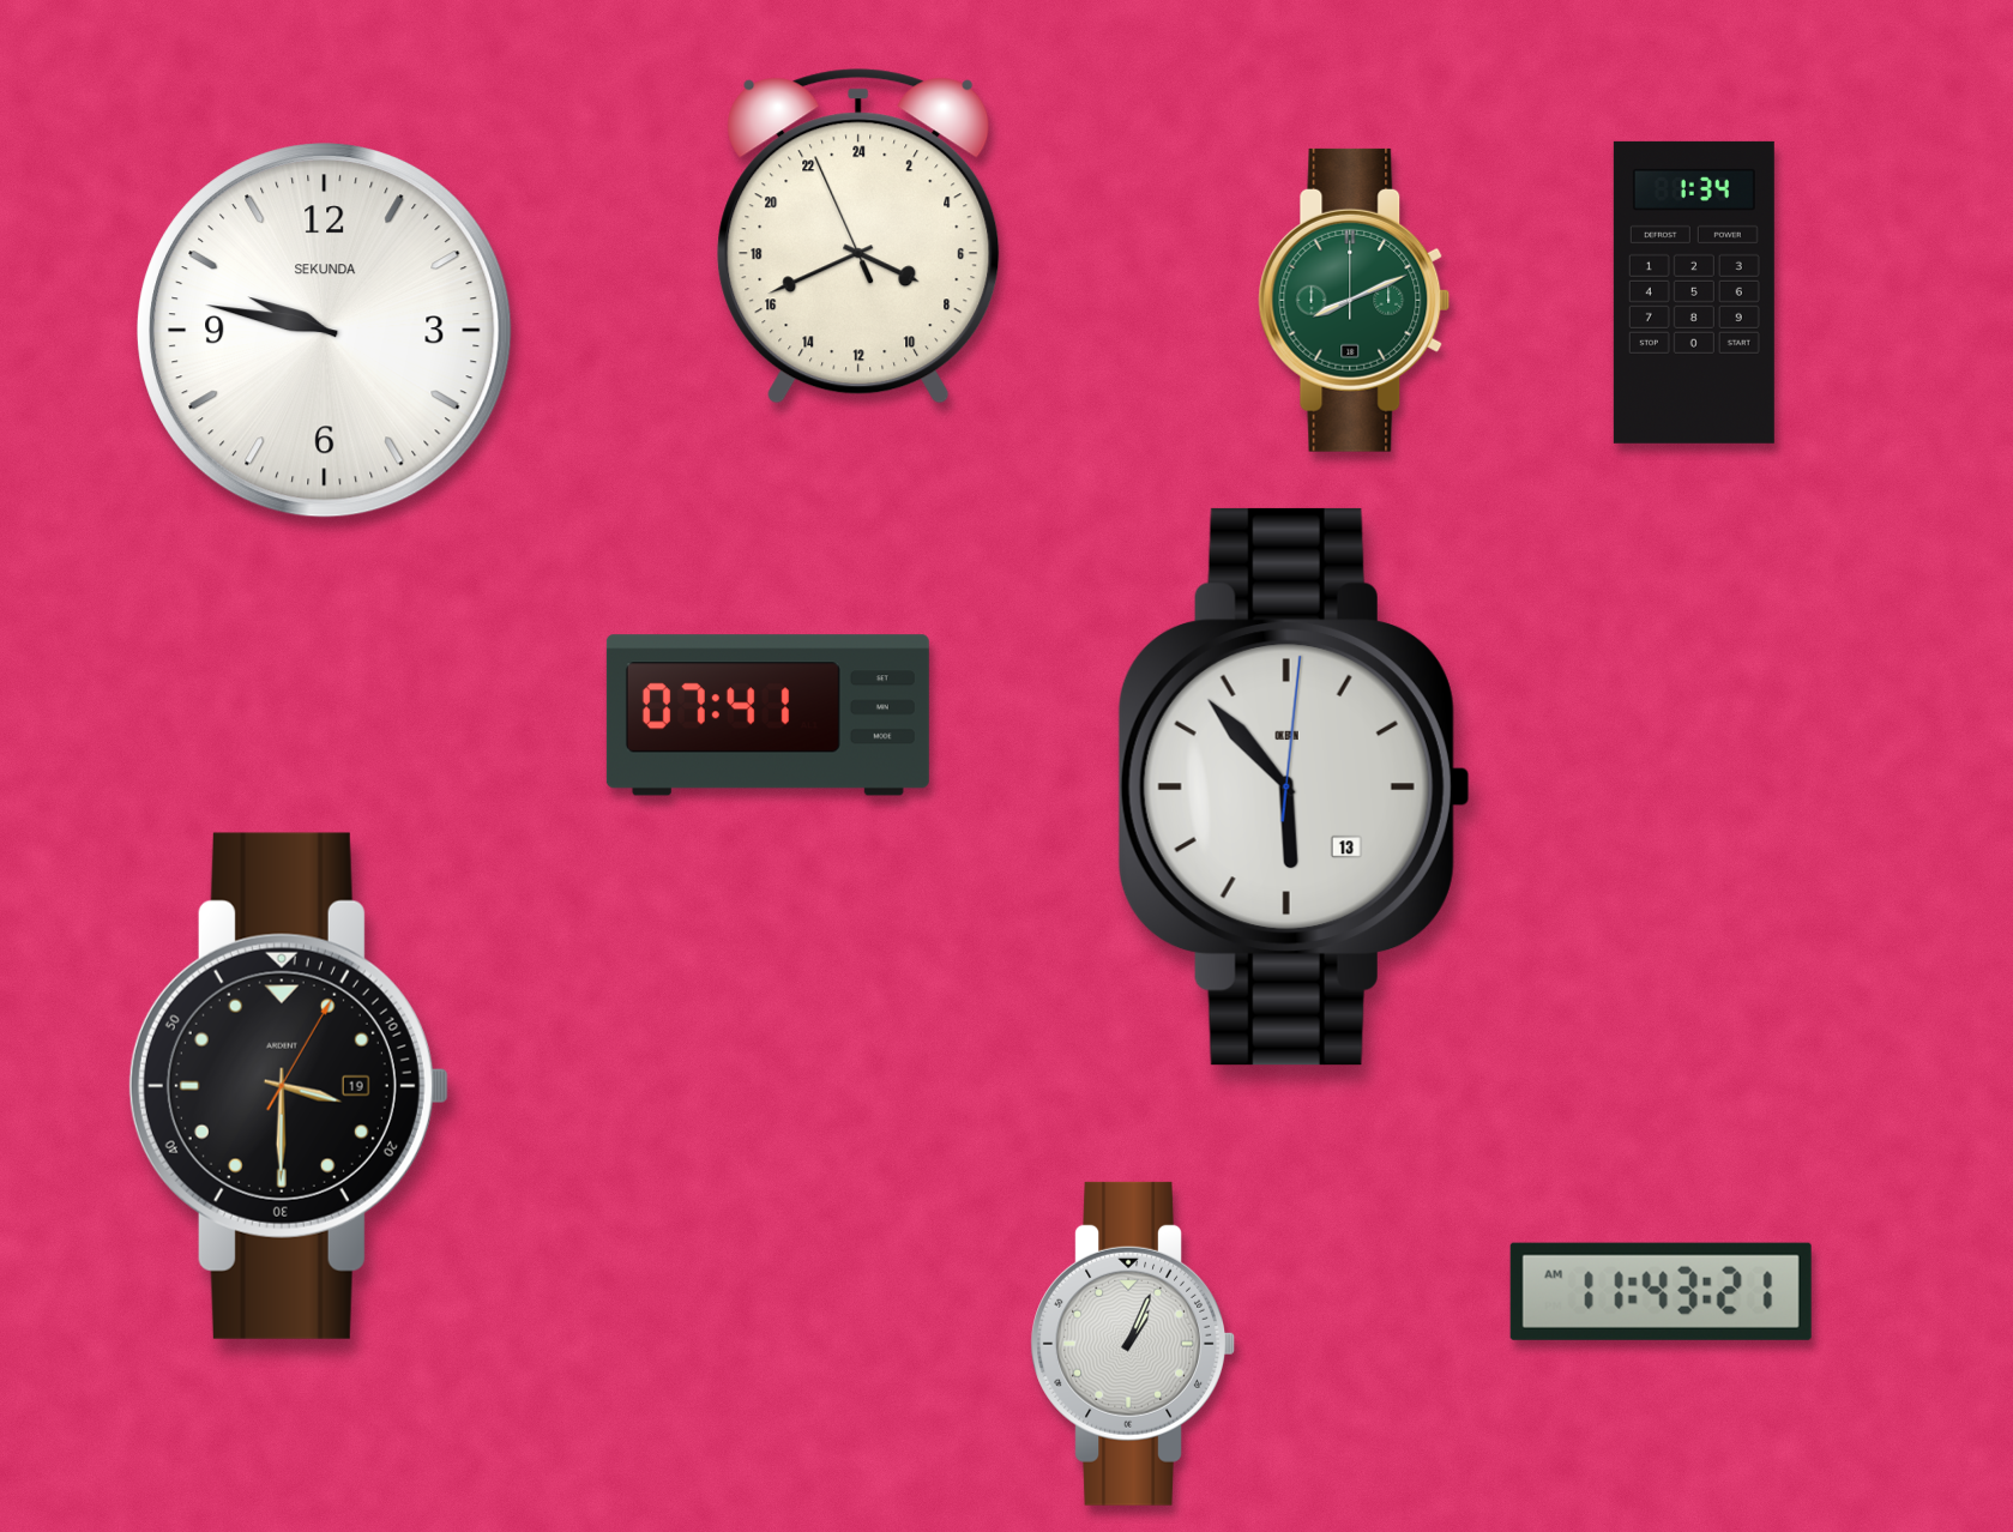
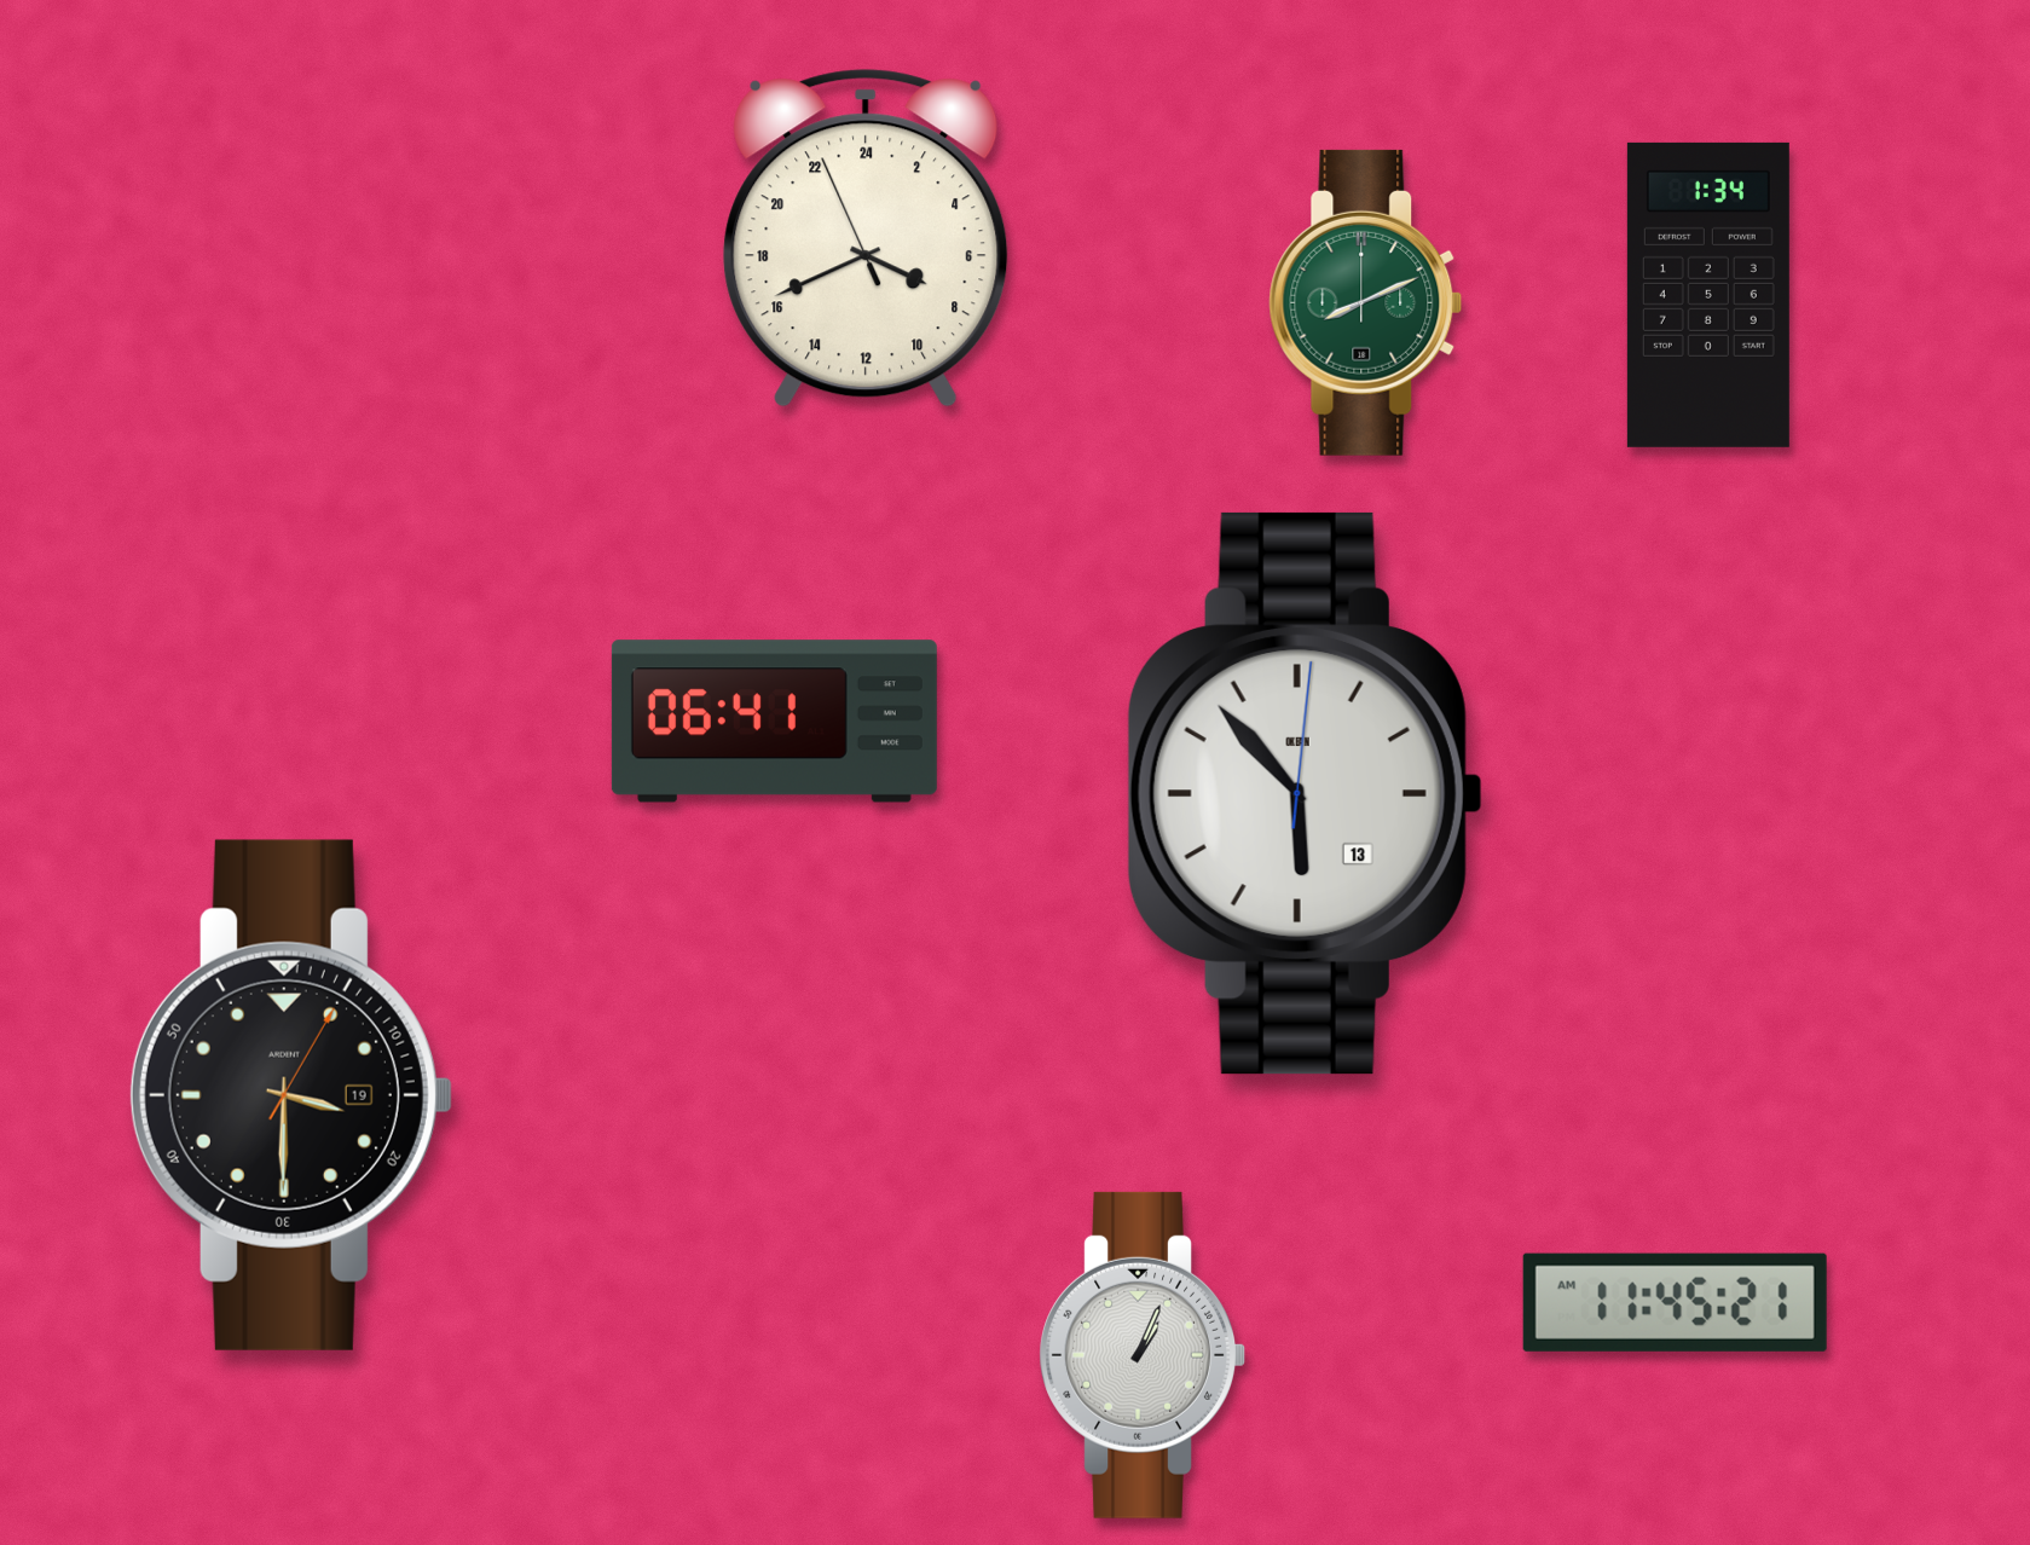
clock at (325, 331): 9:47 -> none
clock at (767, 716): 07:41 -> 06:41
clock at (1661, 1291): 11:43 -> 11:45
